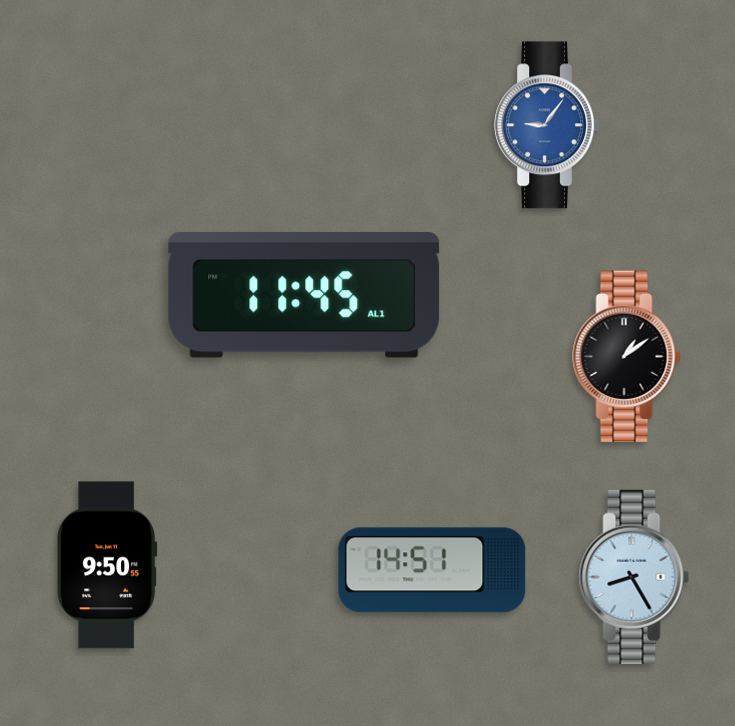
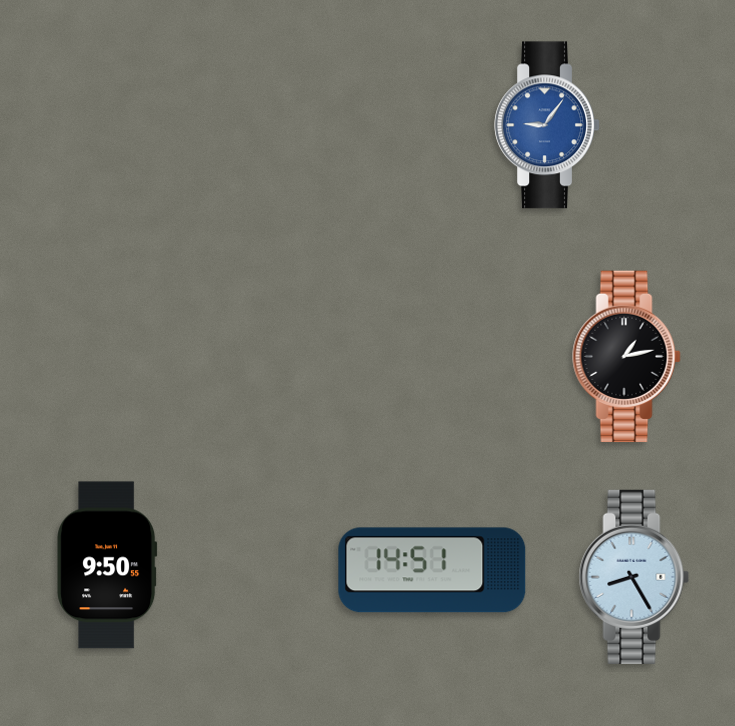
clock at (304, 295): 11:45 -> none
clock at (627, 357): 1:09 -> 1:13
